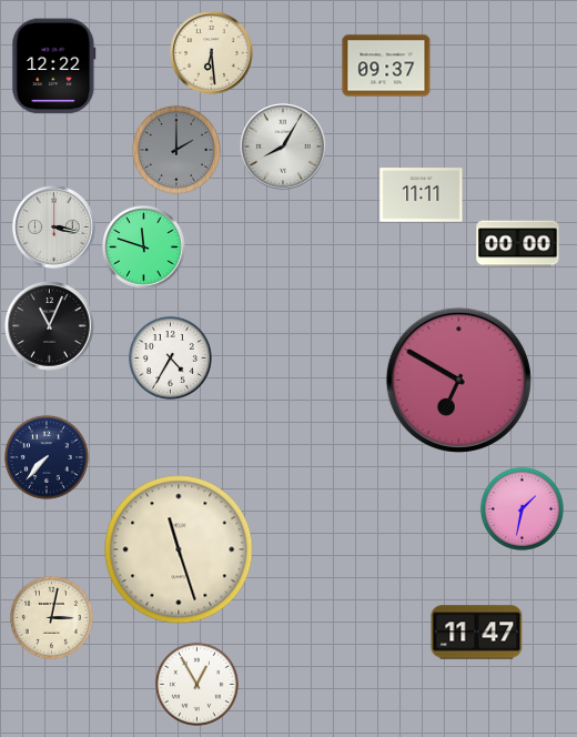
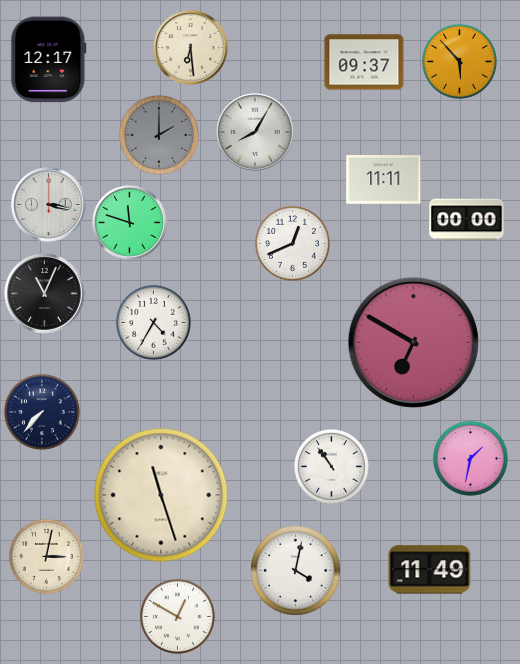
clock at (386, 65) position: (386, 65) -> (364, 62)
clock at (54, 67): 12:22 -> 12:17
clock at (459, 61): none -> 5:53
clock at (422, 195) position: (422, 195) -> (384, 180)
clock at (292, 243): none -> 12:41
clock at (331, 466): none -> 10:54
clock at (477, 633): 11:47 -> 11:49
clock at (296, 571): none -> 4:02
clock at (196, 684): 12:55 -> 12:50
